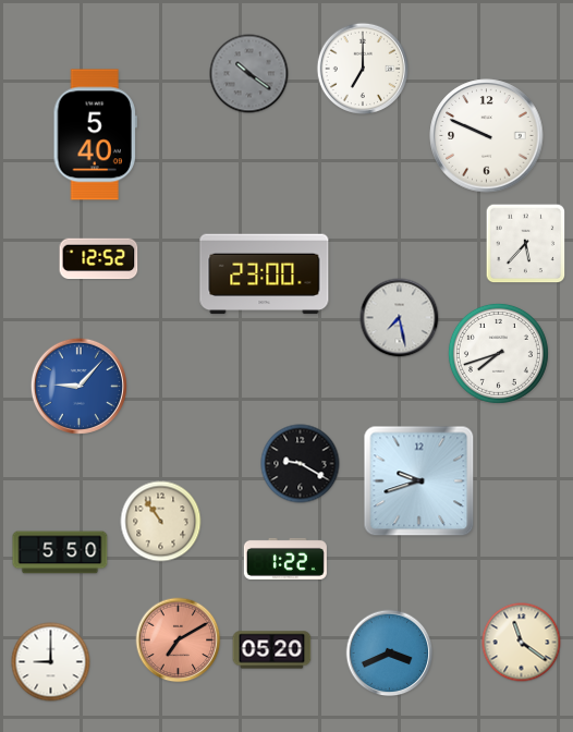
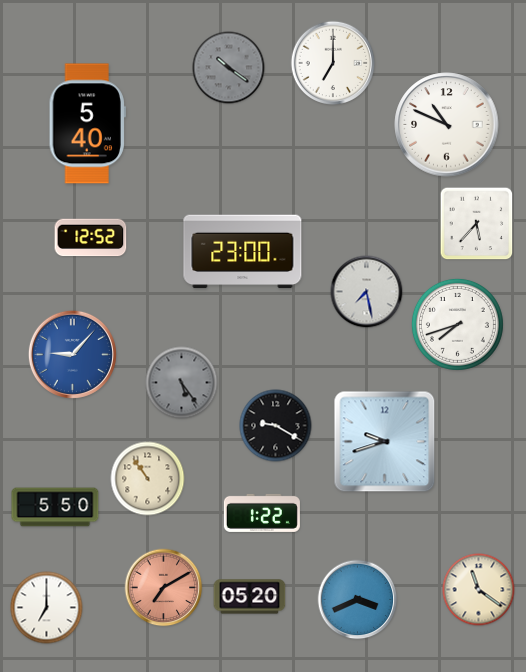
clock at (487, 136): 9:49 -> 10:49
clock at (526, 244) position: (526, 244) -> (477, 224)
clock at (182, 383): none -> 5:24
clock at (51, 662): 9:00 -> 7:00
